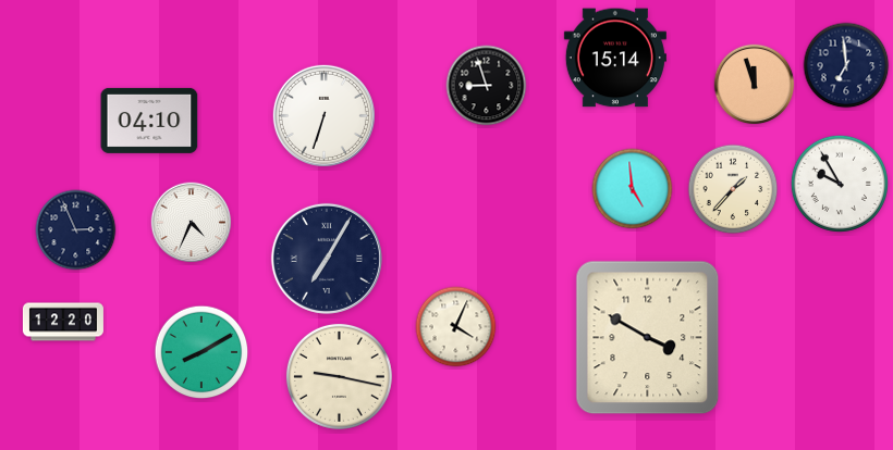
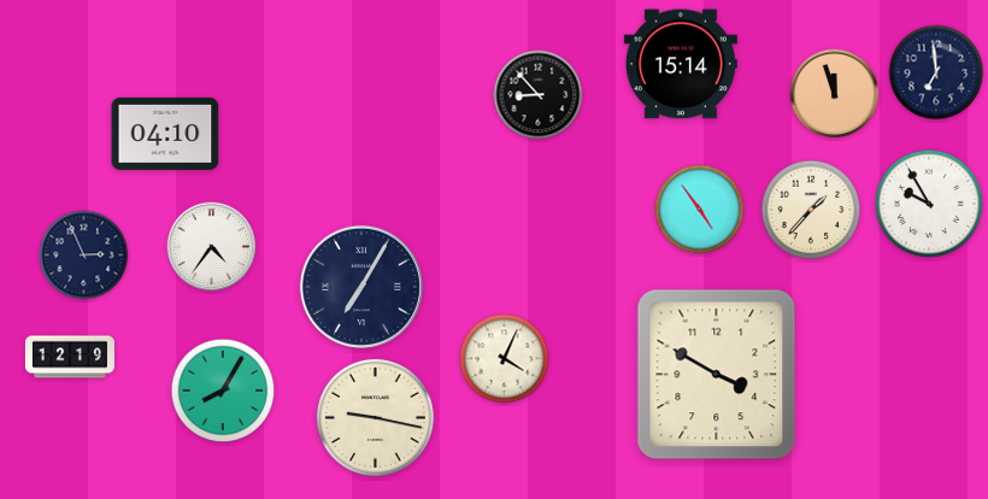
clock at (487, 86): 8:57 -> 8:53
clock at (323, 115): 6:33 -> none
clock at (633, 189): 4:59 -> 4:54
clock at (192, 223): 4:34 -> 4:36
clock at (63, 322): 12:20 -> 12:19
clock at (456, 327) position: (456, 327) -> (505, 359)
clock at (201, 352): 8:10 -> 8:05
